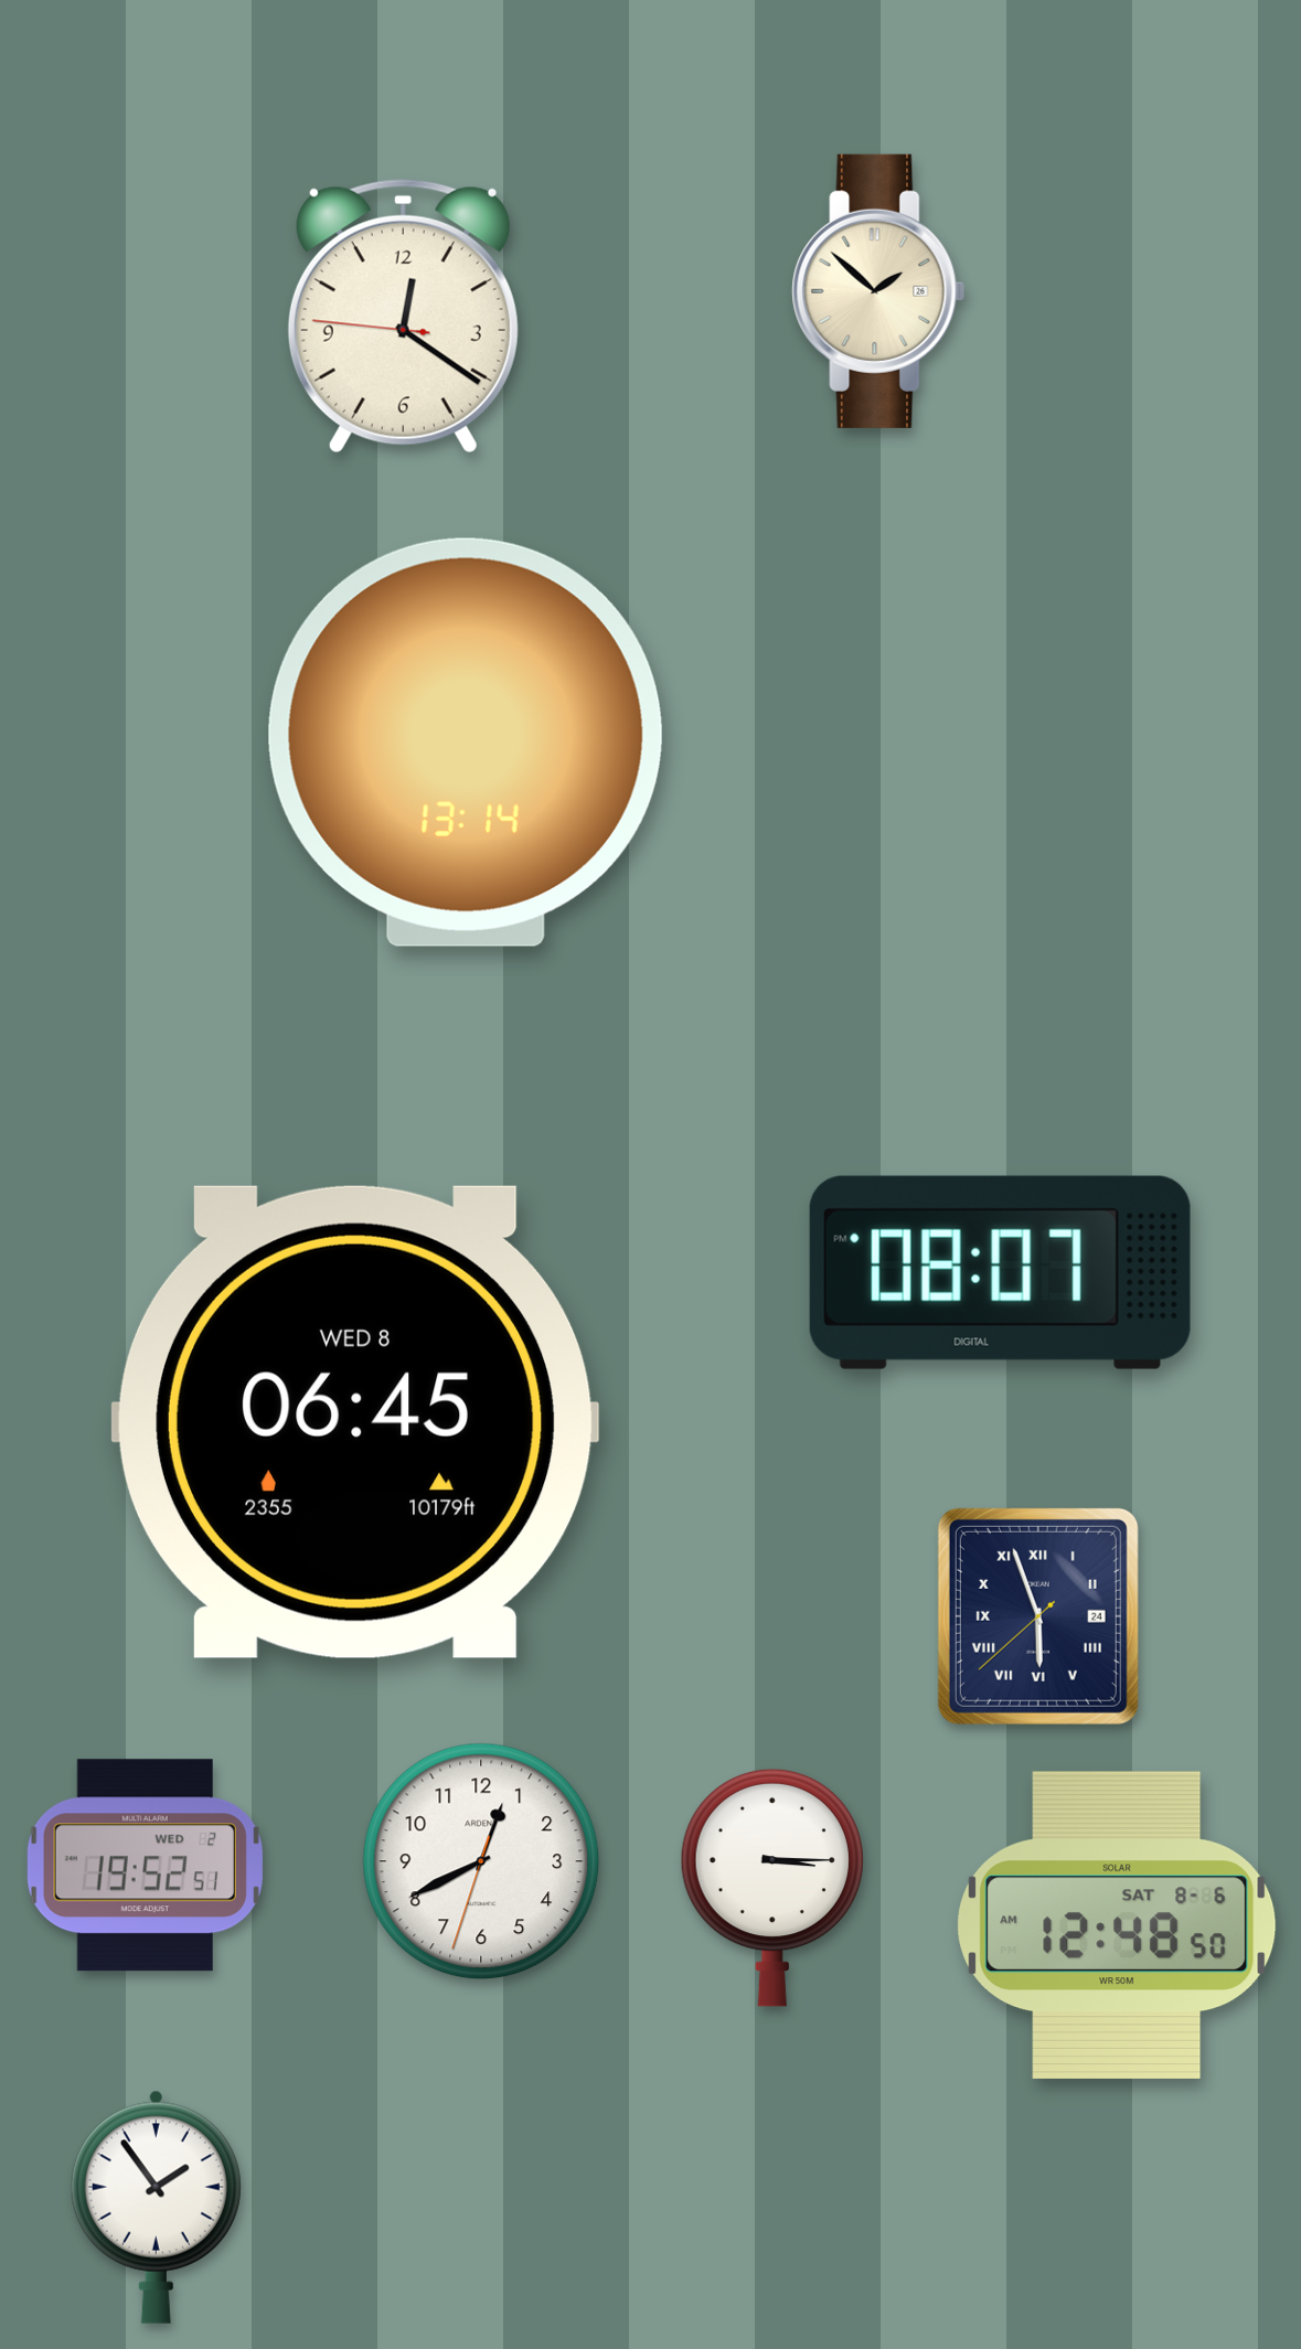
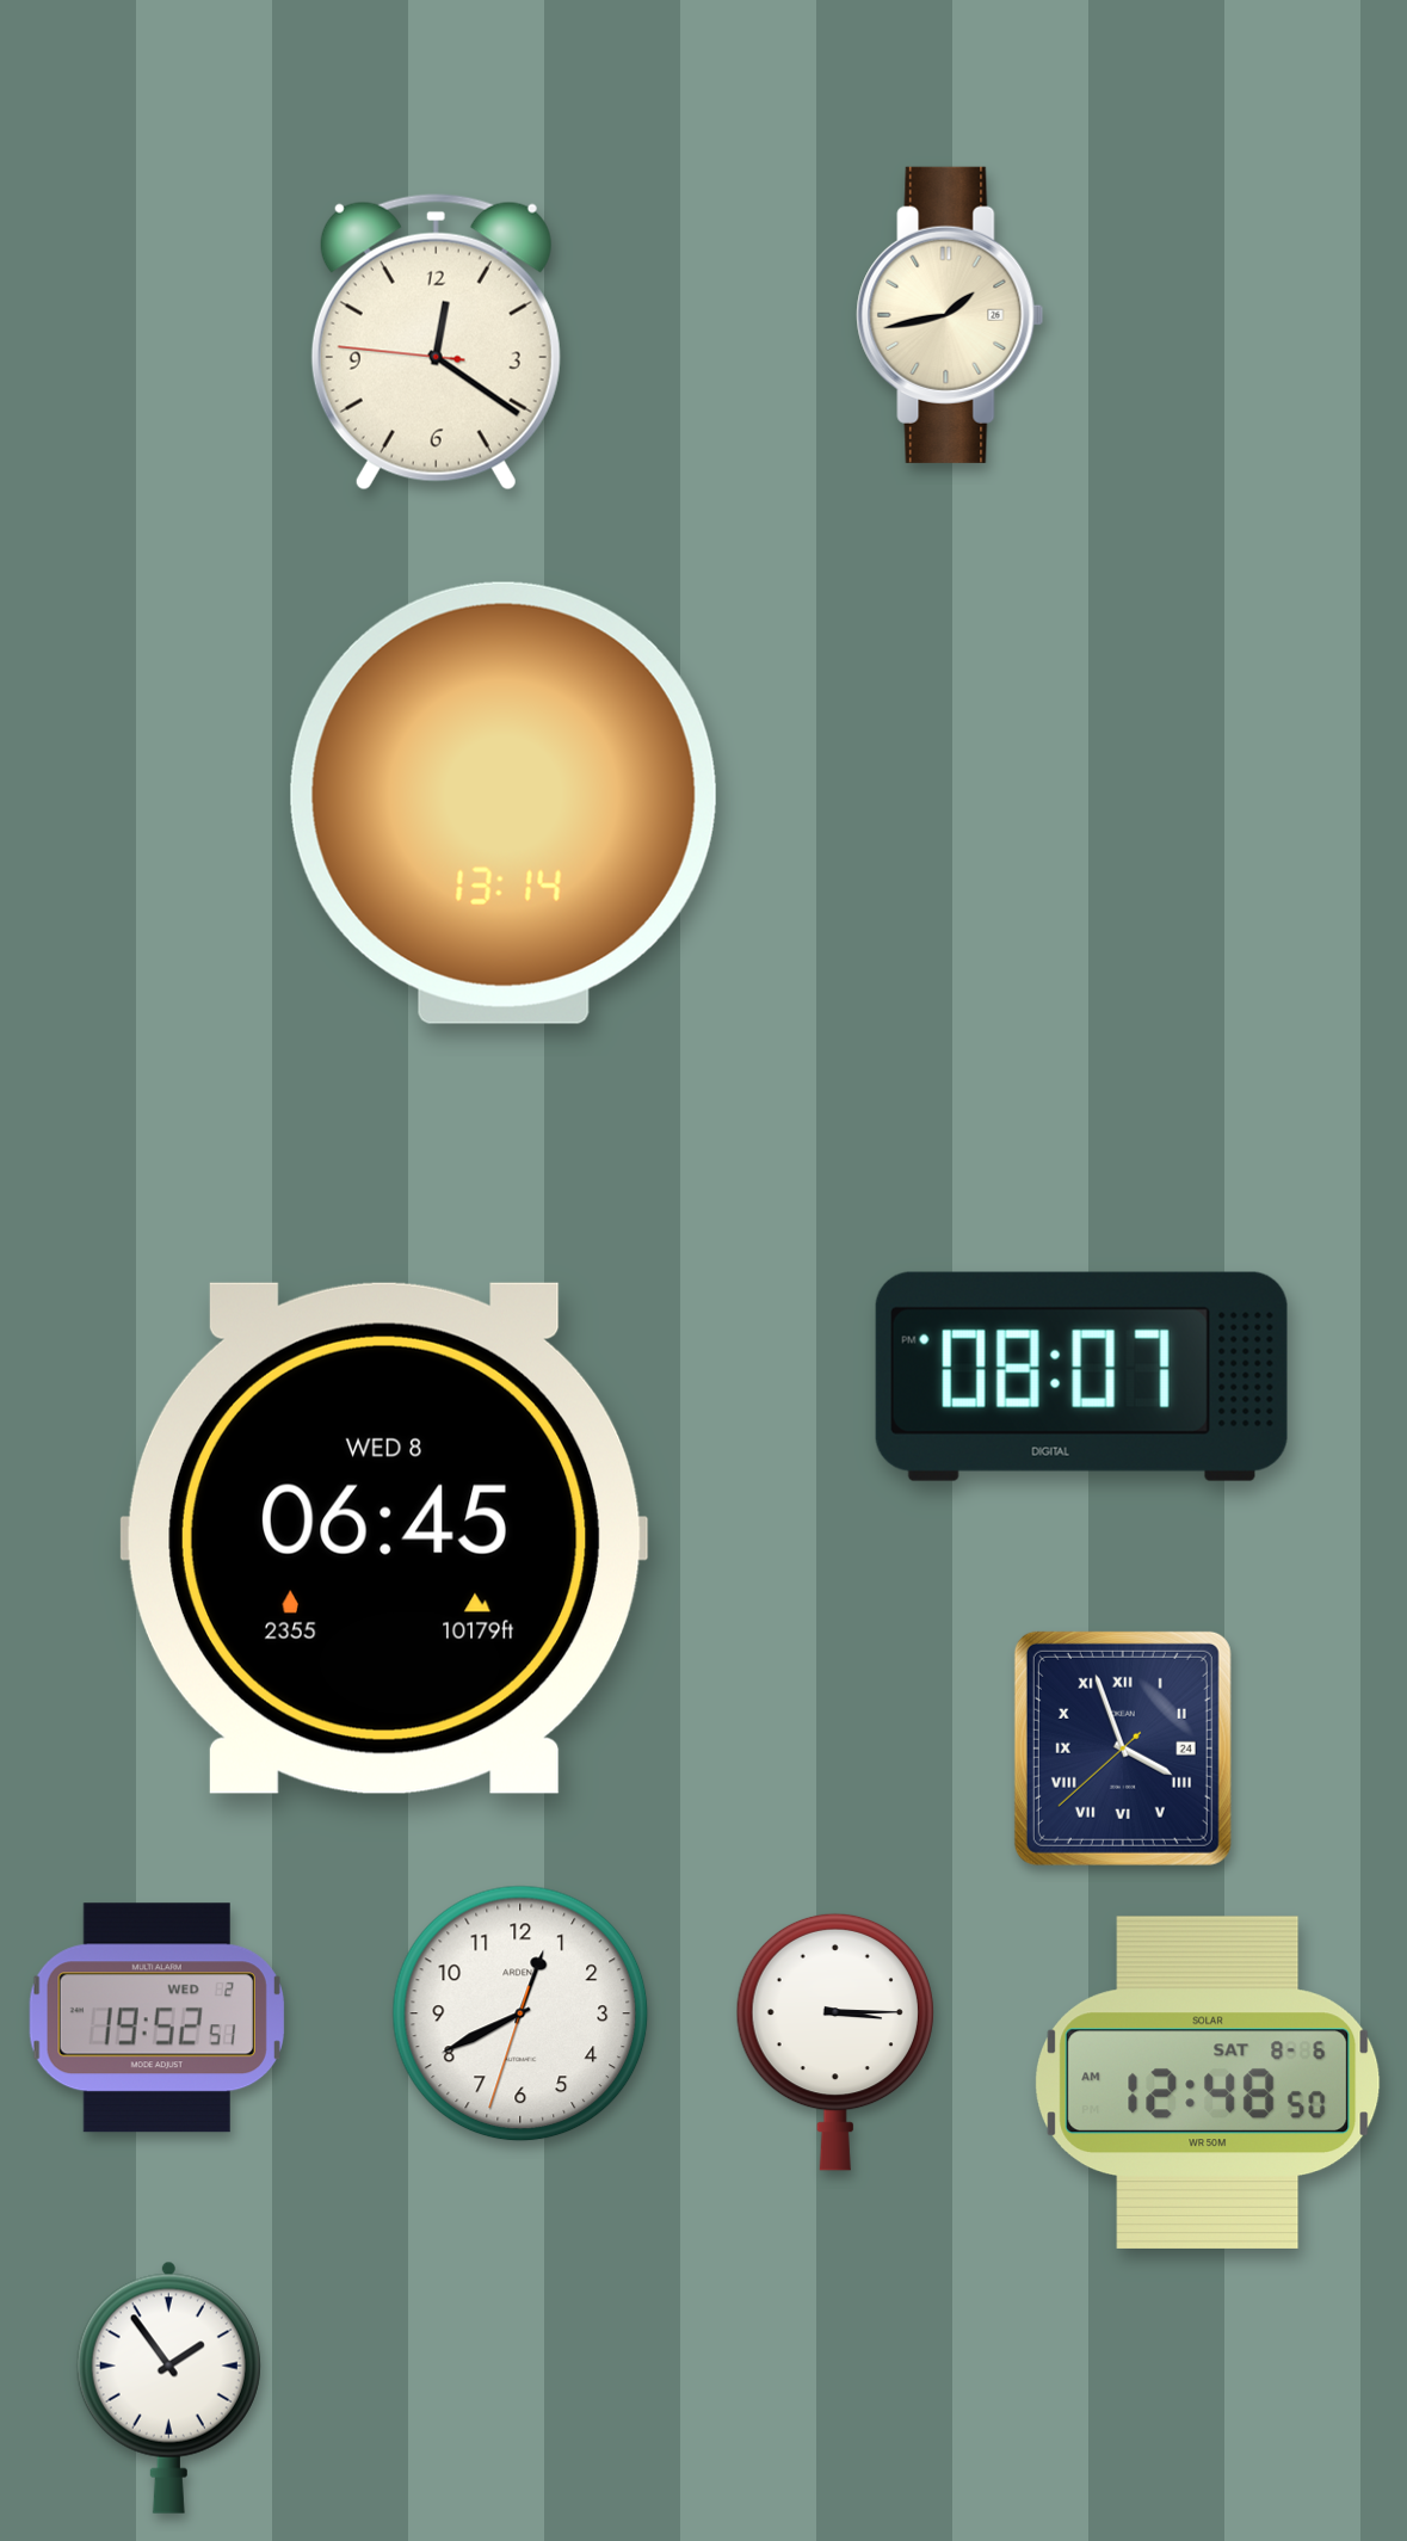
clock at (878, 291): 1:52 -> 1:43
clock at (1038, 1616): 5:56 -> 3:56
